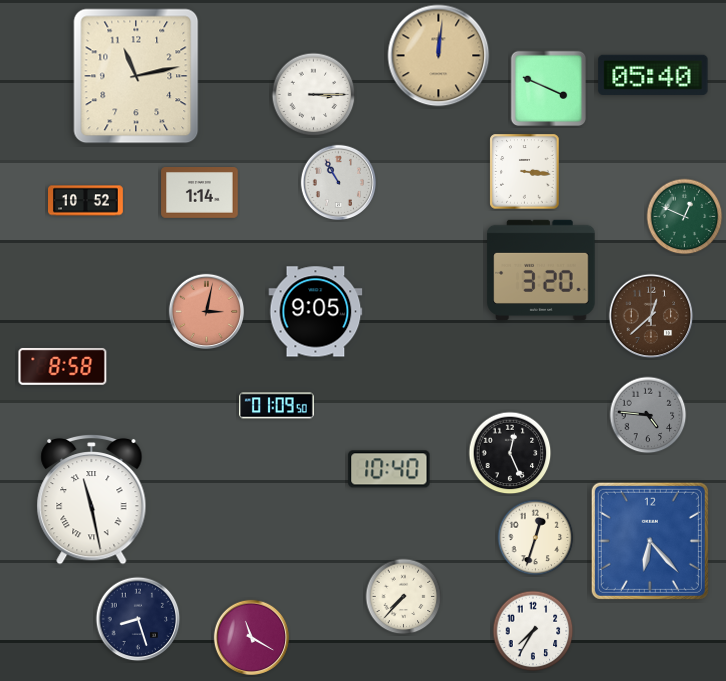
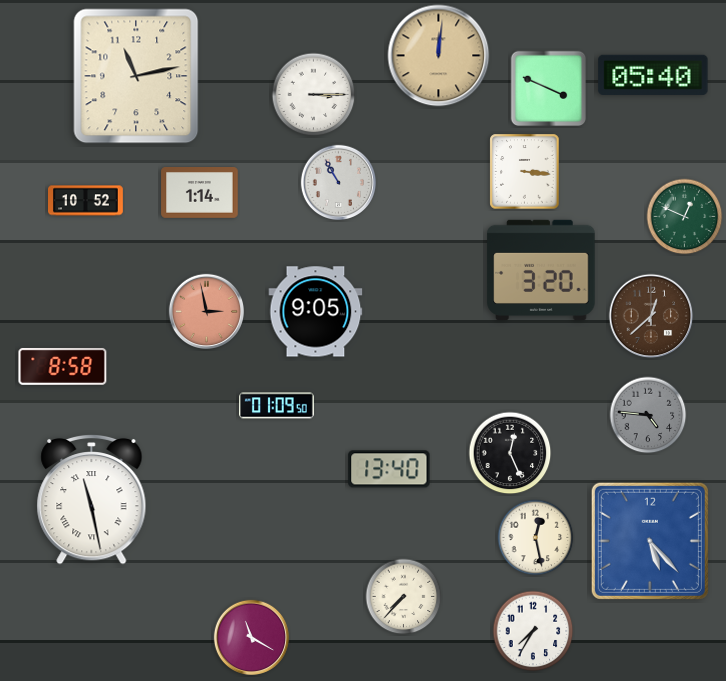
clock at (206, 311): 3:02 -> 2:58
clock at (389, 469): 10:40 -> 13:40
clock at (536, 538): 12:33 -> 12:28
clock at (650, 541): 6:23 -> 5:23
clock at (138, 619): 8:27 -> none
